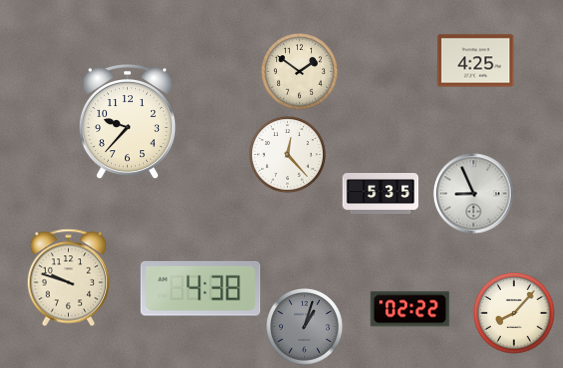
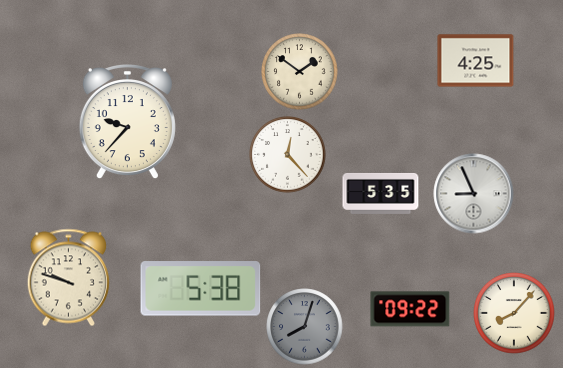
clock at (201, 289): 4:38 -> 5:38
clock at (410, 309): 02:22 -> 09:22
clock at (305, 327): 1:03 -> 8:03
